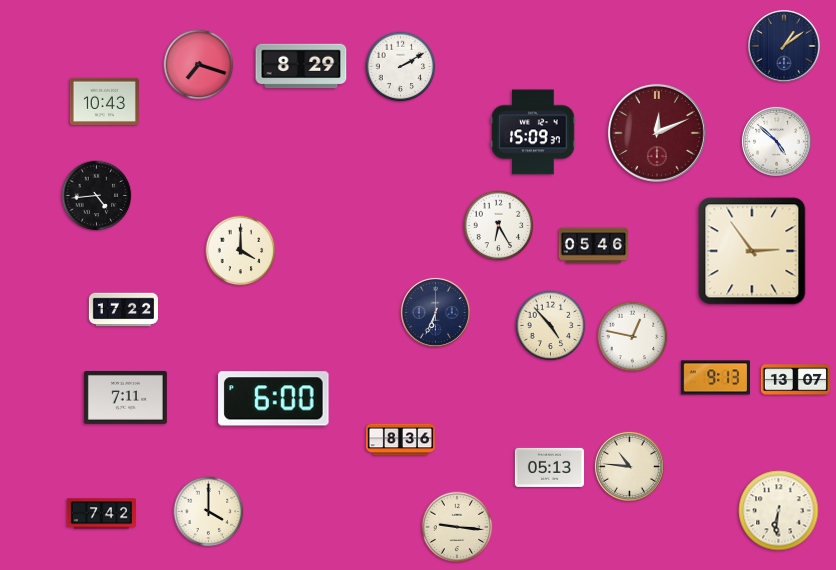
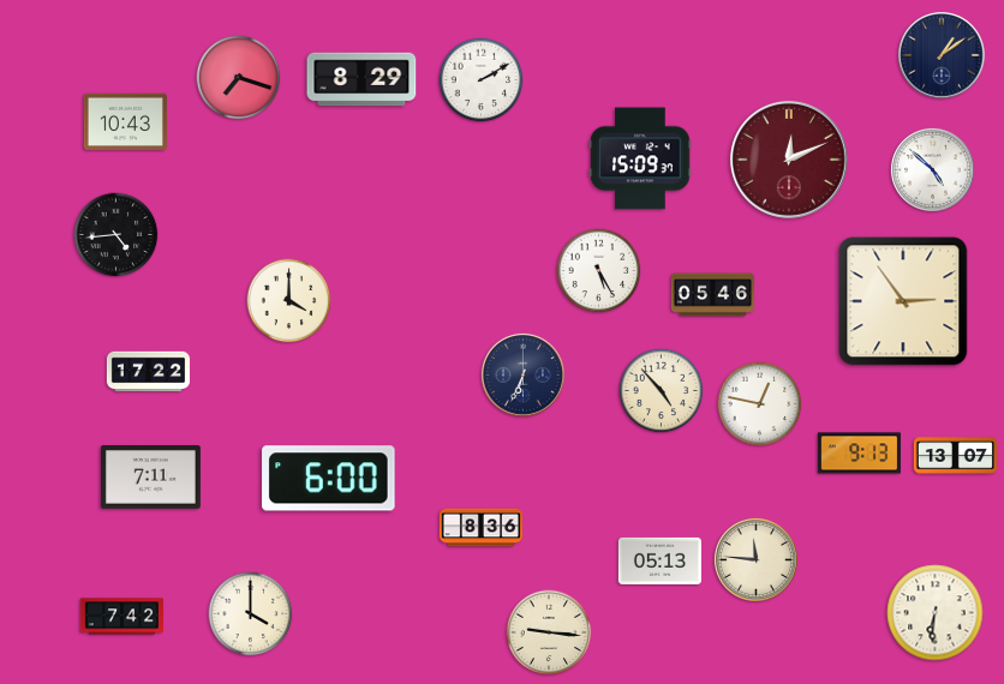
clock at (499, 226): 6:25 -> 5:25
clock at (629, 466): 10:46 -> 11:46
